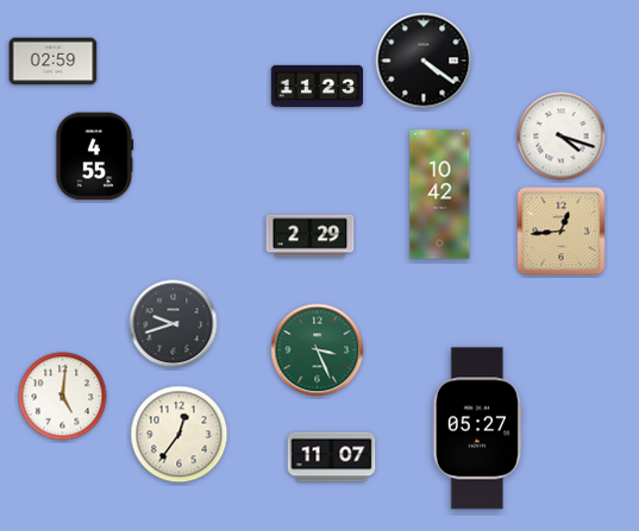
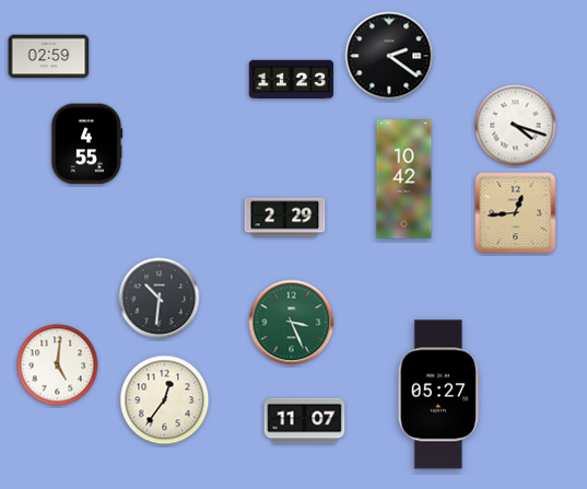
clock at (424, 61): 4:21 -> 2:21
clock at (174, 324): 9:42 -> 10:31
